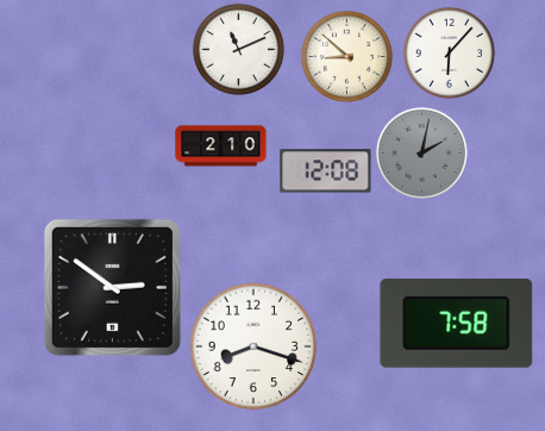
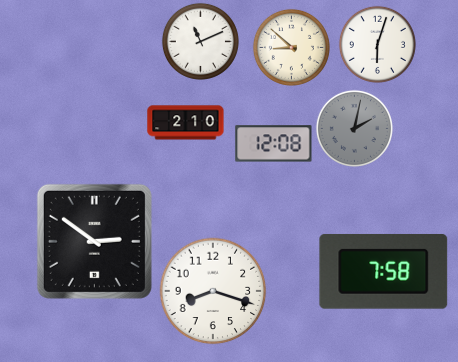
clock at (449, 52): 6:07 -> 6:03
